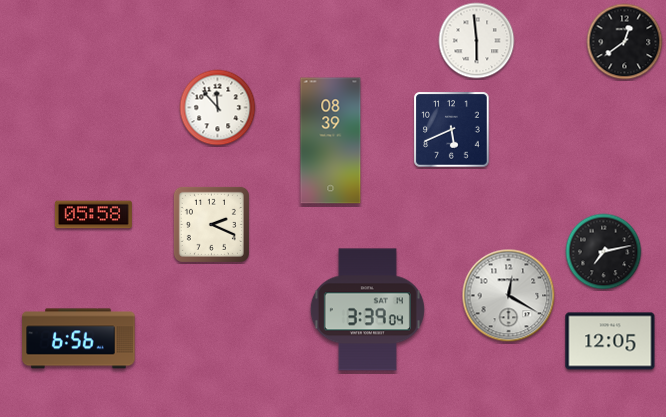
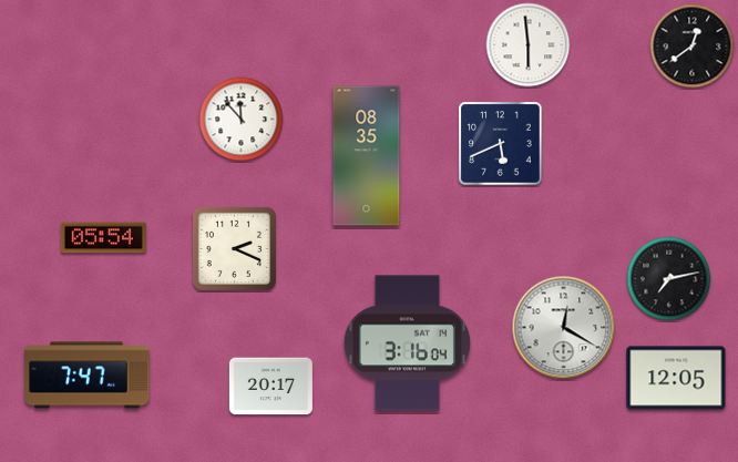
clock at (331, 141): 08:39 -> 08:35
clock at (93, 215): 05:58 -> 05:54
clock at (367, 310): 3:39 -> 3:16
clock at (79, 339): 6:56 -> 7:47
clock at (270, 387): none -> 20:17
